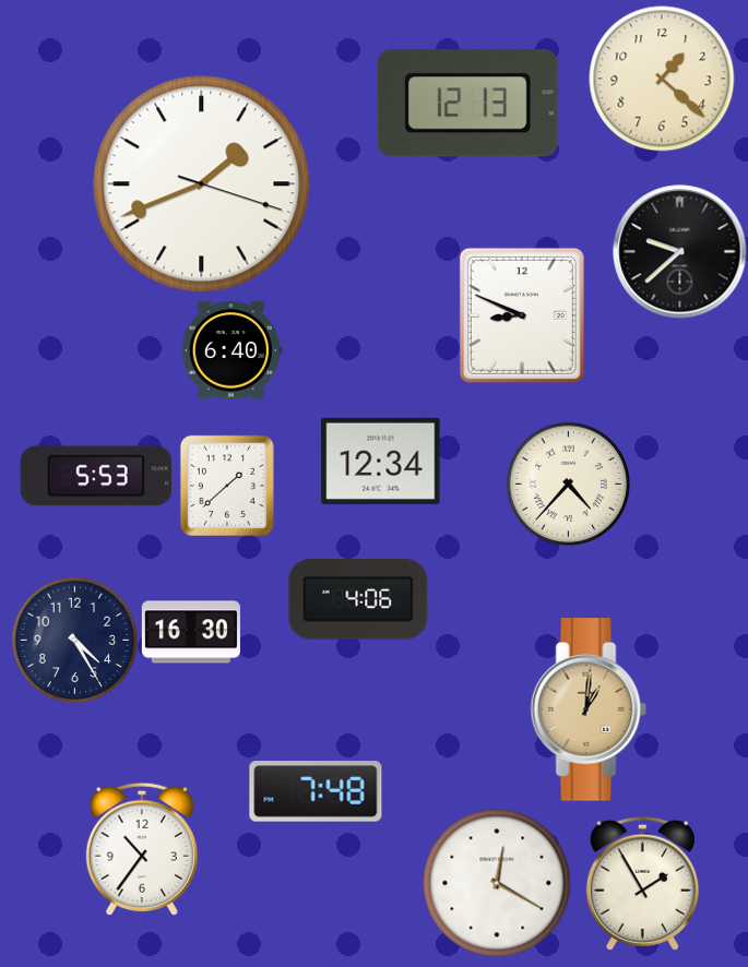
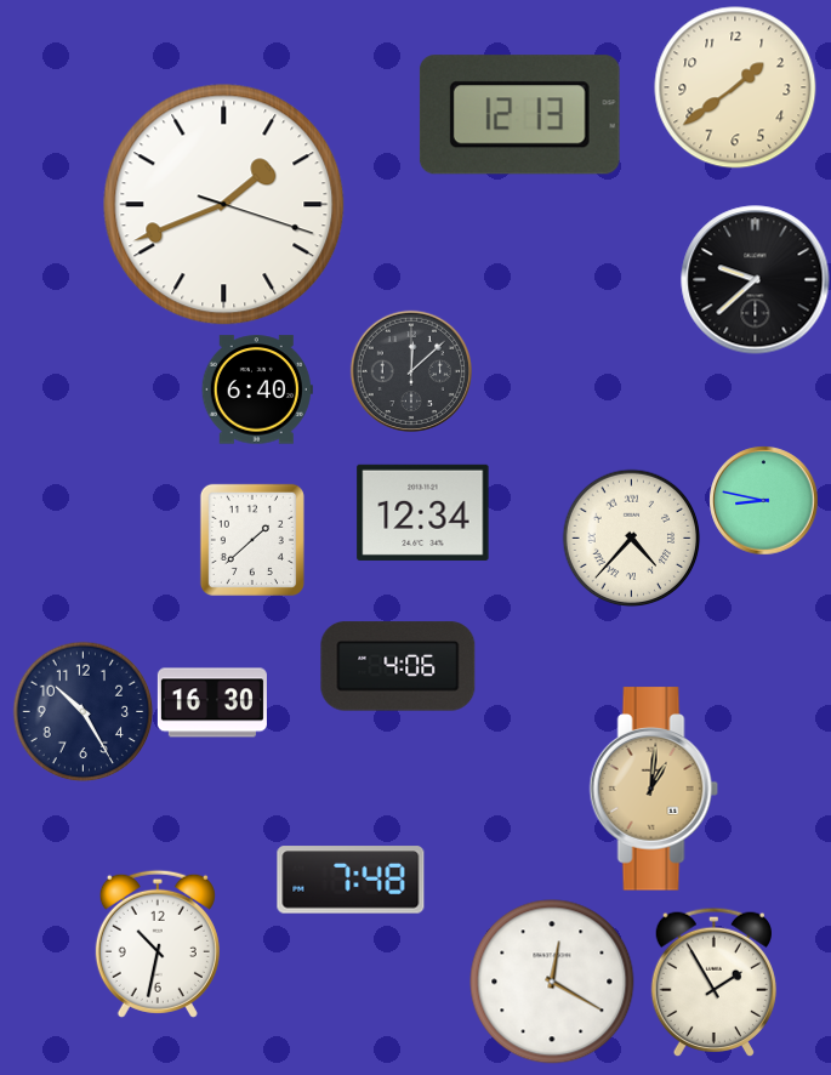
clock at (662, 79): 1:22 -> 1:39
clock at (522, 315): 8:49 -> none
clock at (410, 370): none -> 12:08
clock at (763, 500): none -> 8:47
clock at (96, 476): 5:53 -> none
clock at (74, 640): 4:25 -> 10:25
clock at (142, 849): 10:36 -> 10:32
